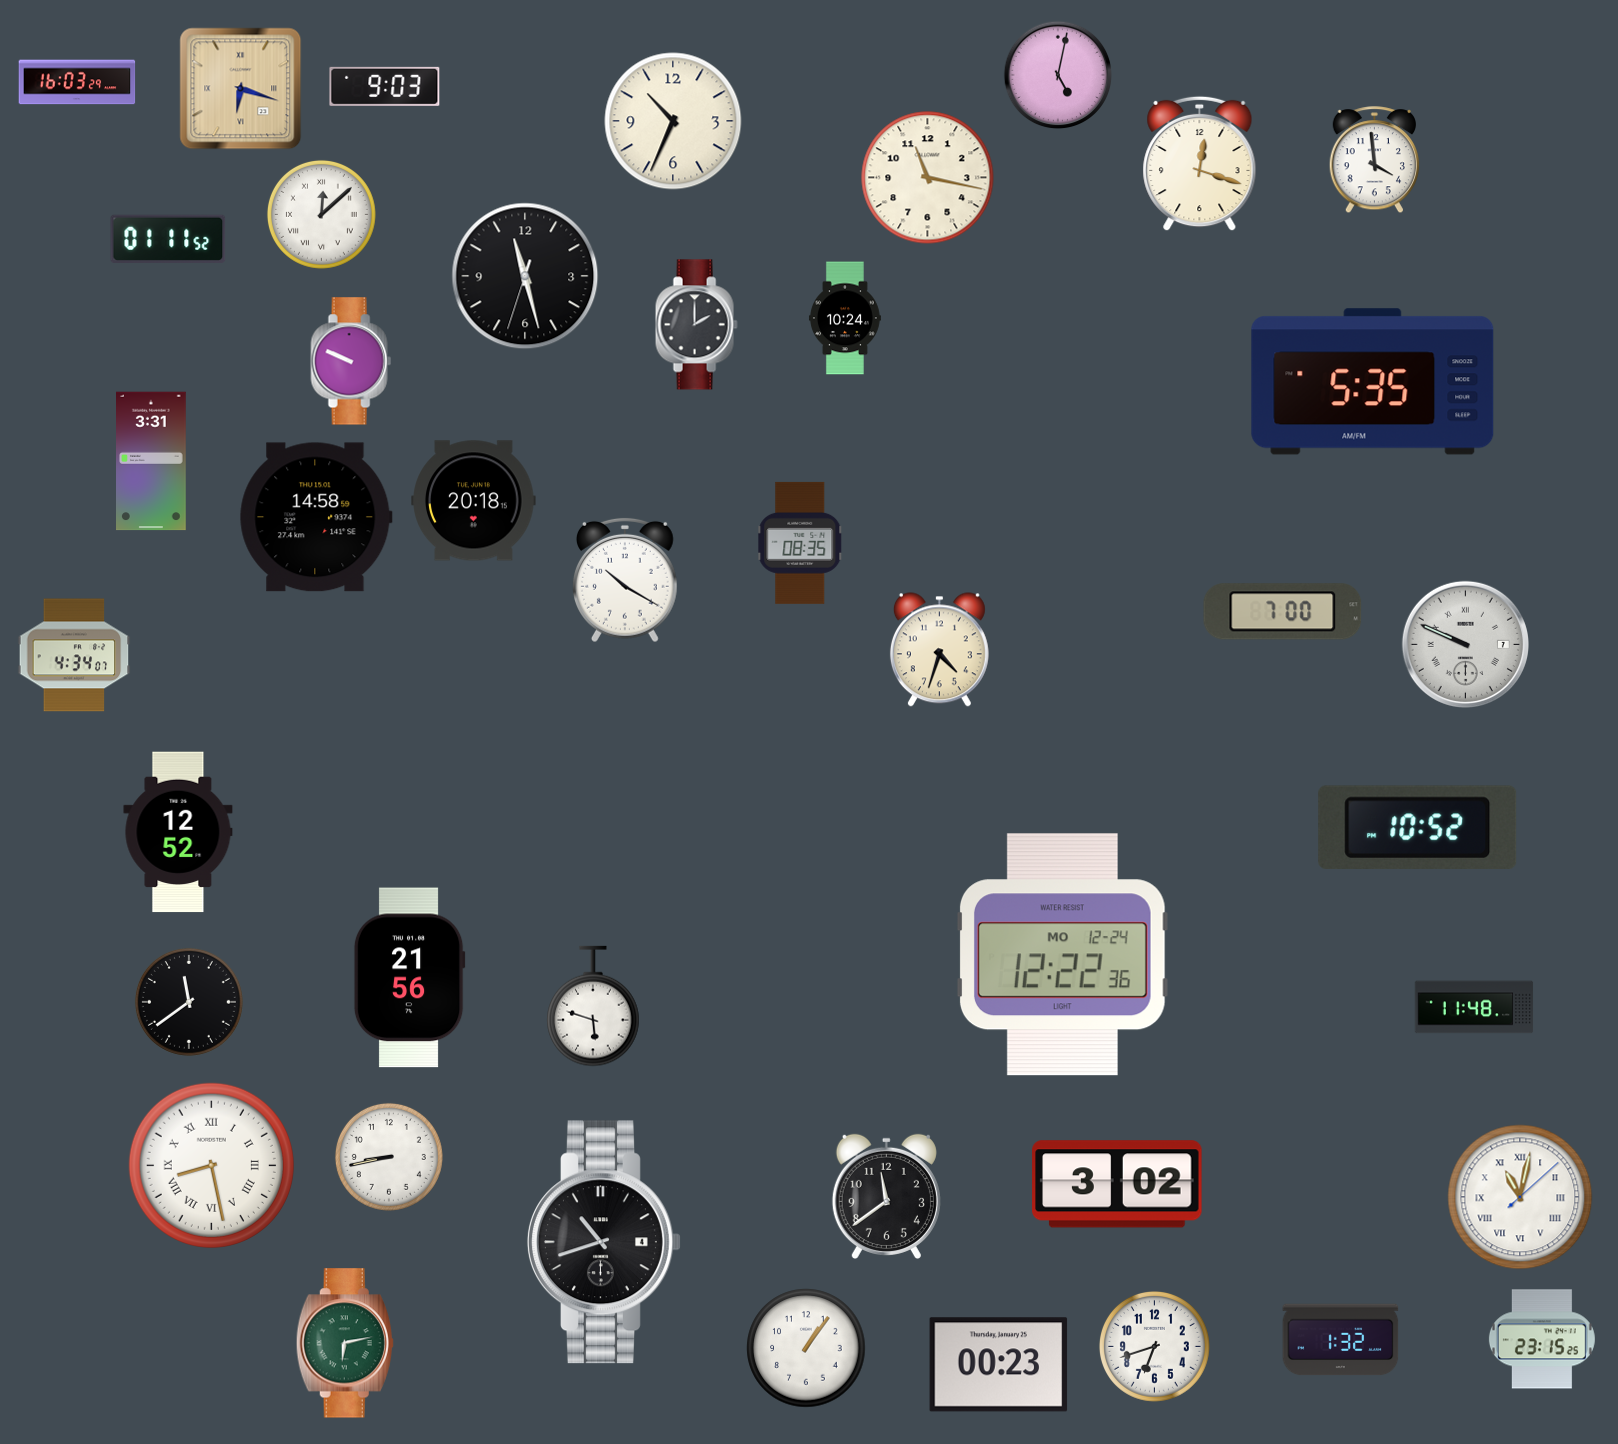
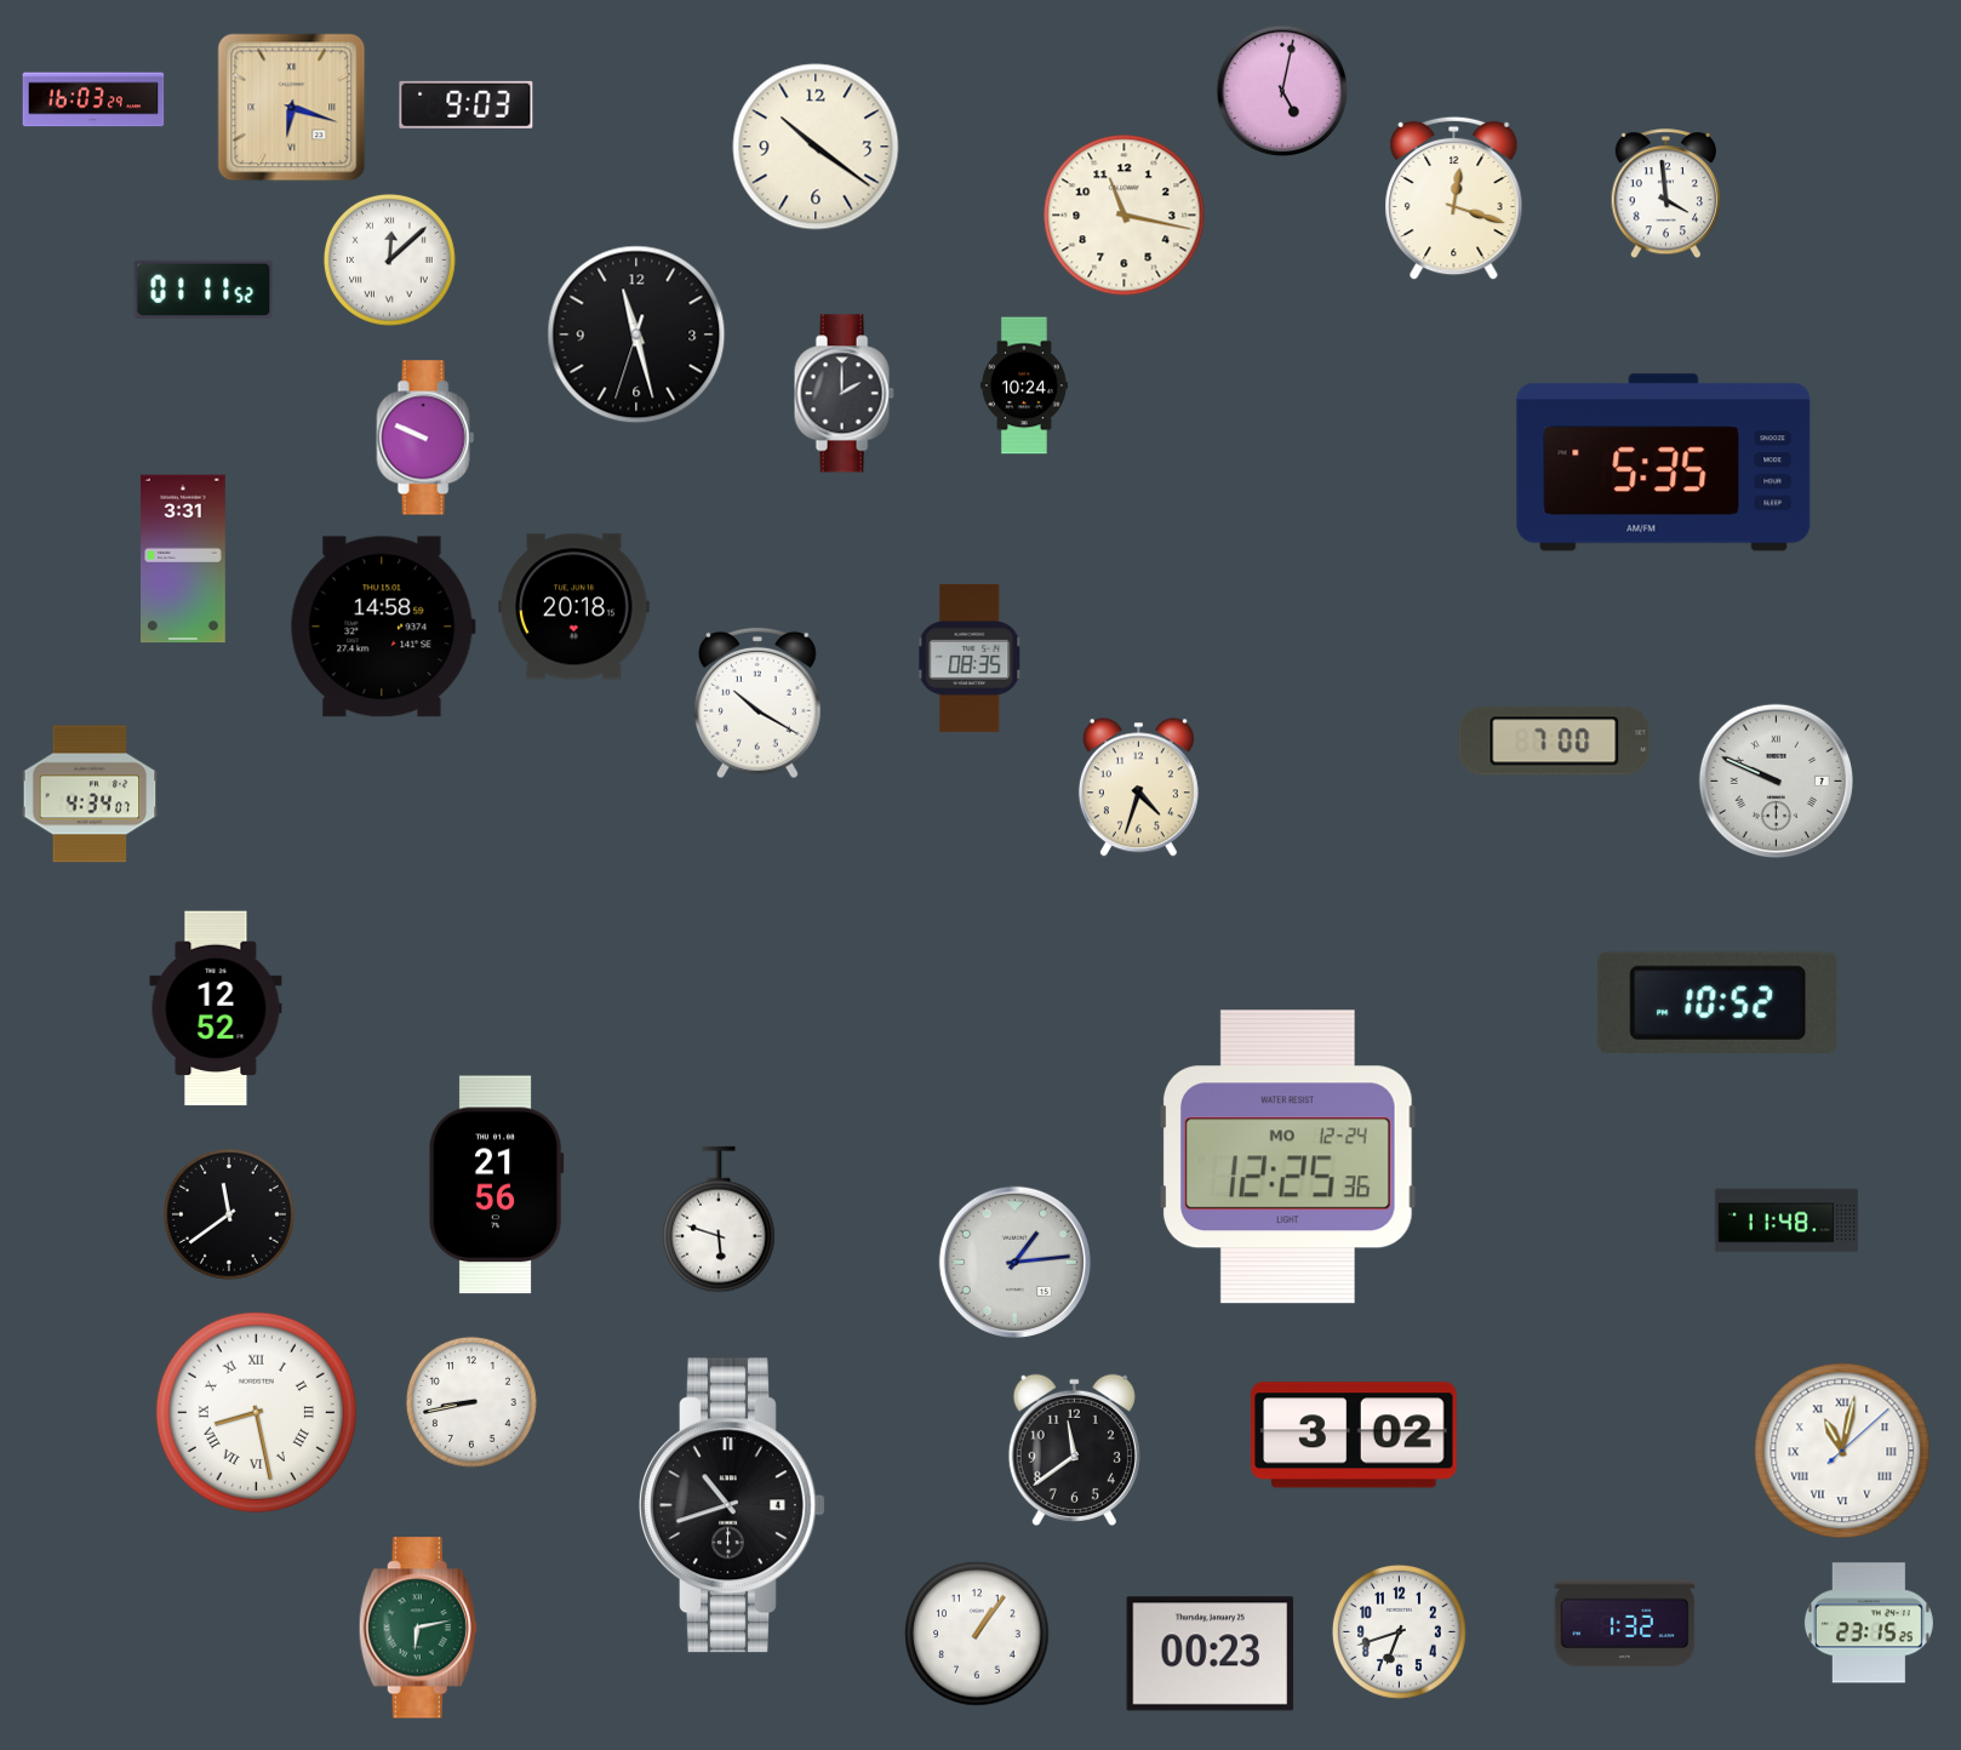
clock at (673, 121): 10:34 -> 10:21
clock at (1062, 955): 12:22 -> 12:25
clock at (1014, 1262): none -> 1:14
